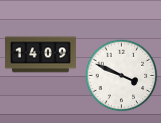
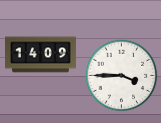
clock at (122, 76): 3:49 -> 3:45
